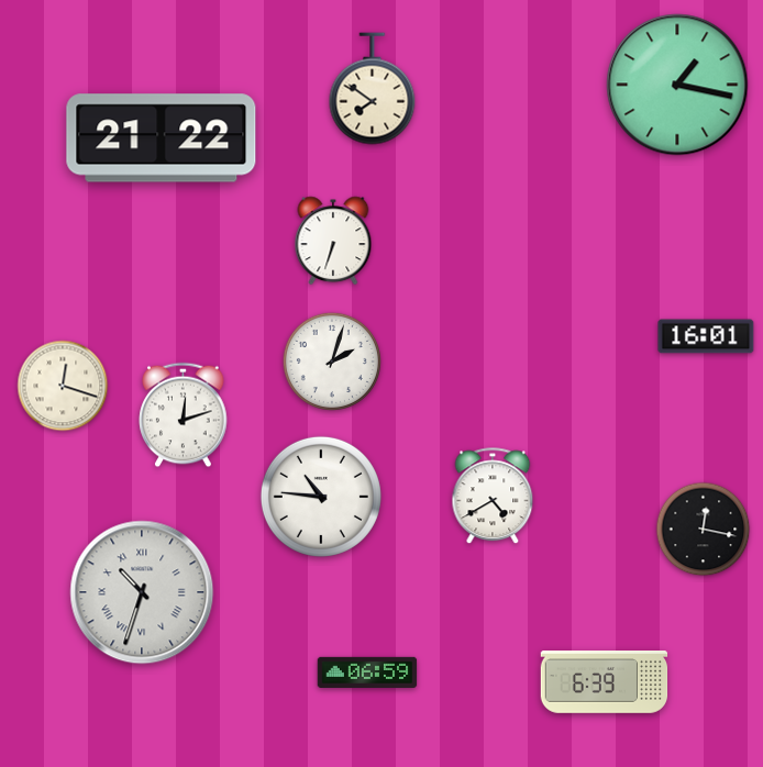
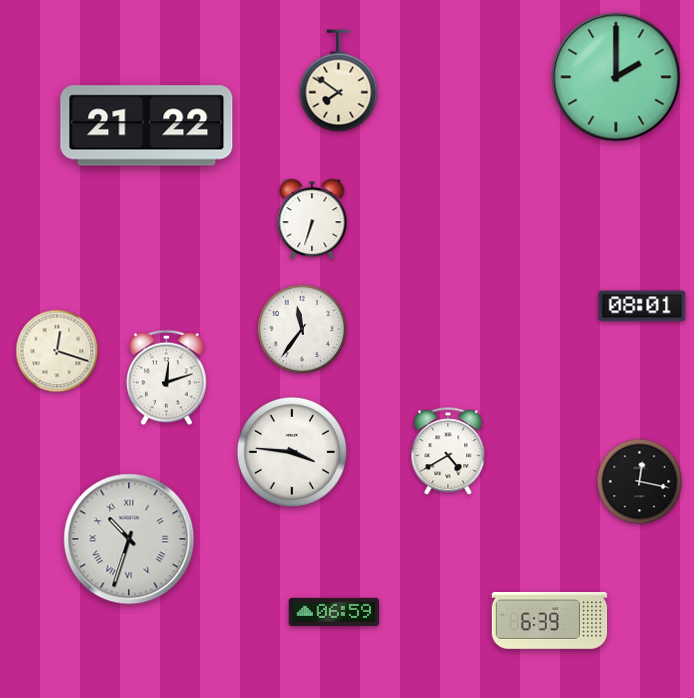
clock at (677, 85): 1:17 -> 2:00
clock at (333, 241) position: (333, 241) -> (312, 219)
clock at (706, 336): 16:01 -> 08:01
clock at (332, 362): 2:03 -> 11:36
clock at (321, 497): 10:46 -> 3:46
